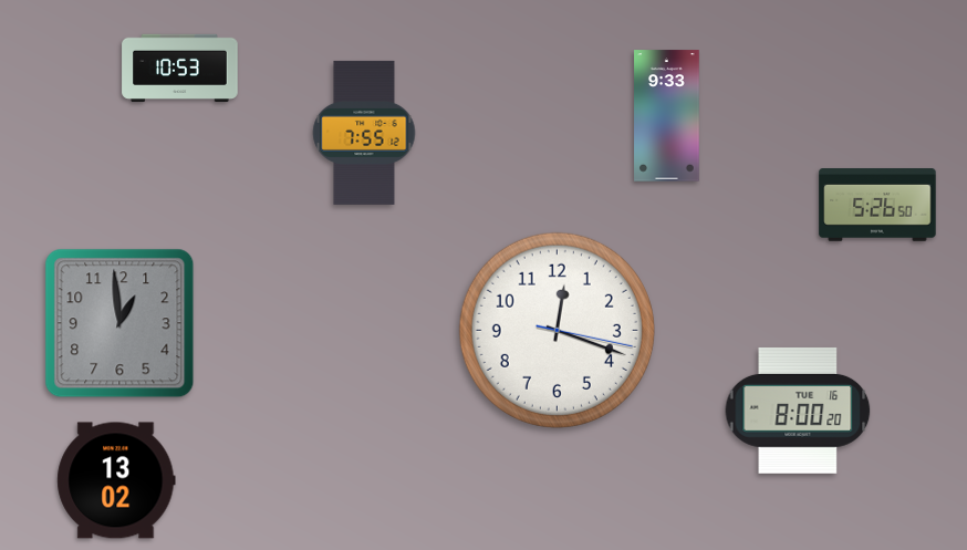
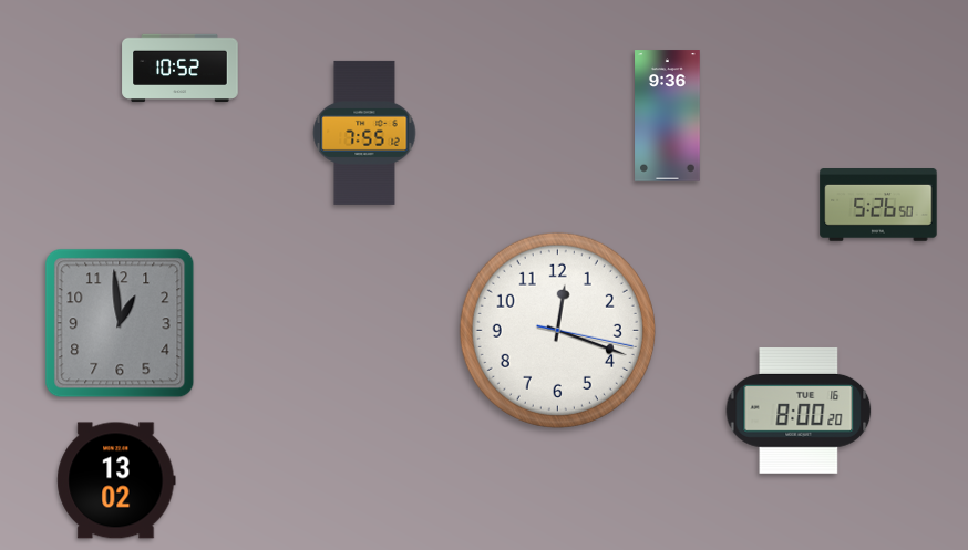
clock at (180, 69): 10:53 -> 10:52
clock at (667, 116): 9:33 -> 9:36
